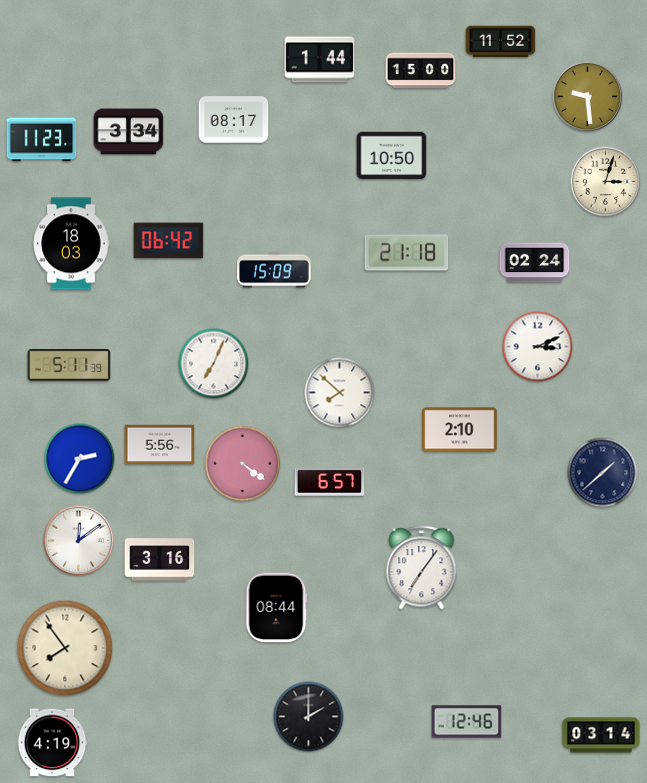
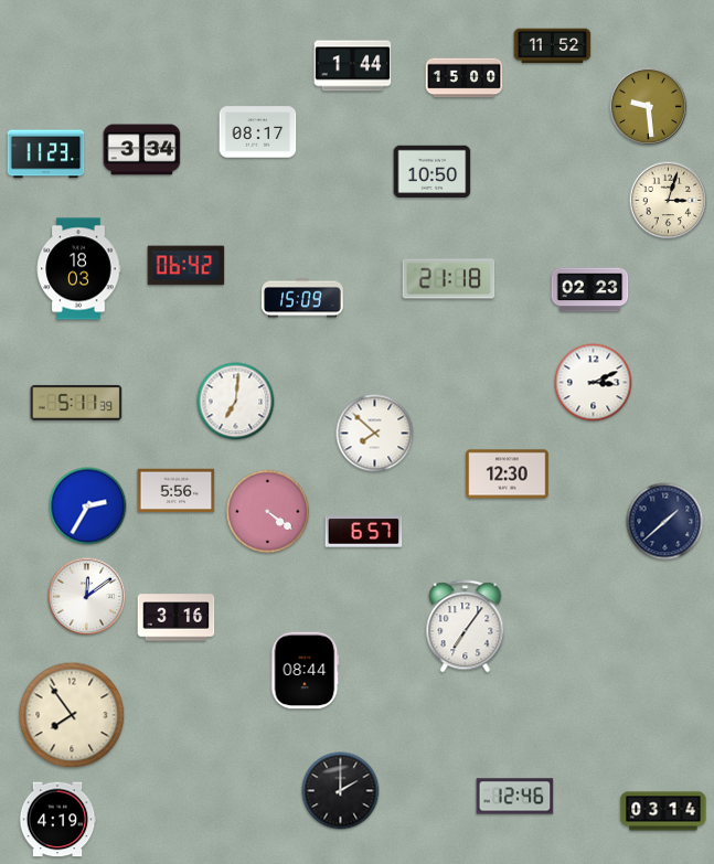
clock at (129, 132) position: (129, 132) -> (142, 150)
clock at (535, 263): 02:24 -> 02:23
clock at (214, 364): 7:04 -> 7:01
clock at (460, 430): 2:10 -> 12:30
